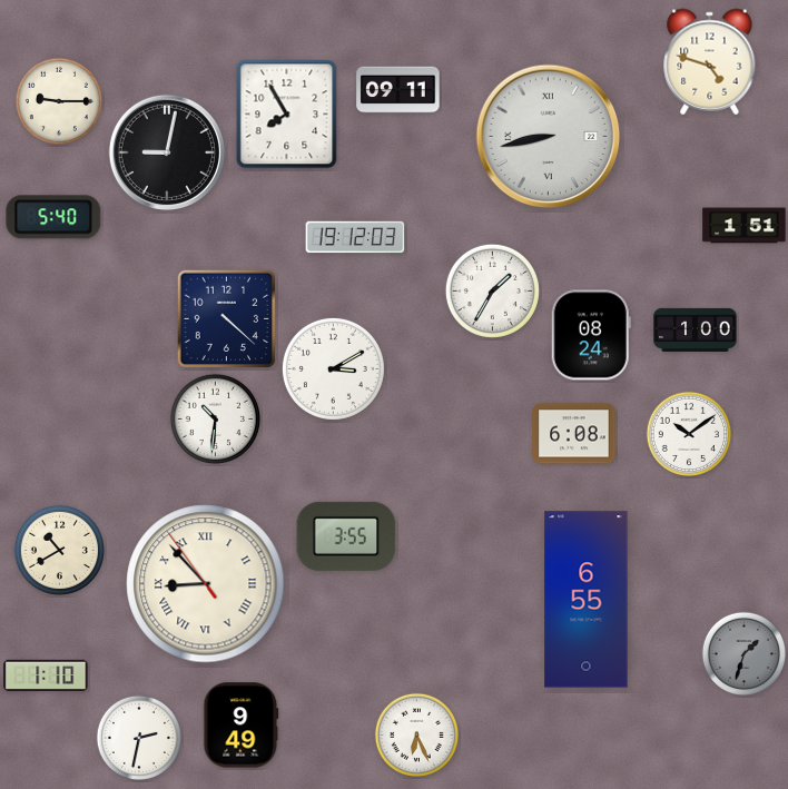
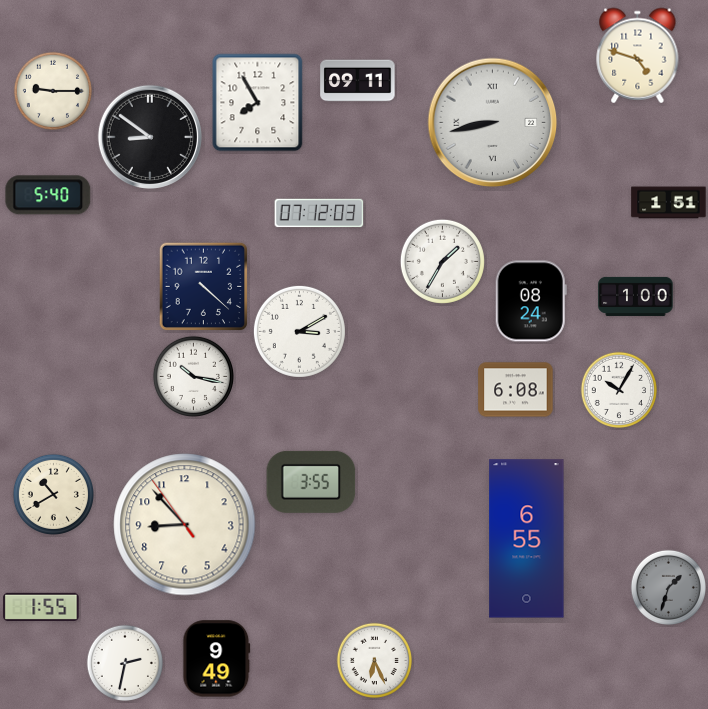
clock at (167, 152): 9:02 -> 8:51
clock at (355, 237): 19:12 -> 07:12
clock at (696, 329) position: (696, 329) -> (636, 296)
clock at (215, 418): 10:31 -> 10:17
clock at (688, 433): 10:09 -> 10:05
clock at (206, 584) numerals: Roman -> Arabic
clock at (46, 675): 1:10 -> 1:55
clock at (242, 726) position: (242, 726) -> (217, 659)
